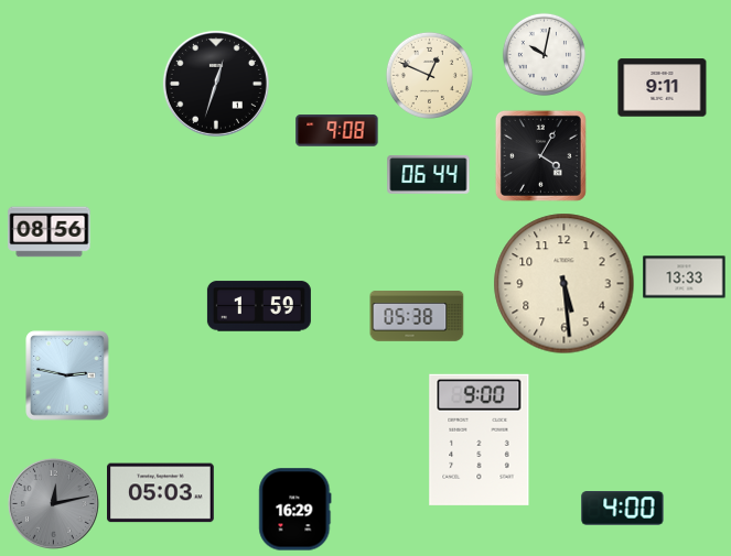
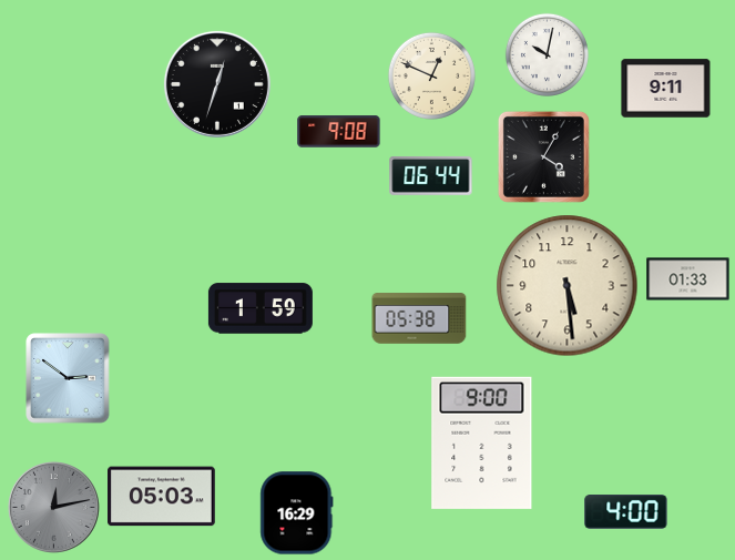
clock at (50, 232): 08:56 -> none
clock at (685, 277): 13:33 -> 01:33
clock at (67, 375): 2:47 -> 2:51
